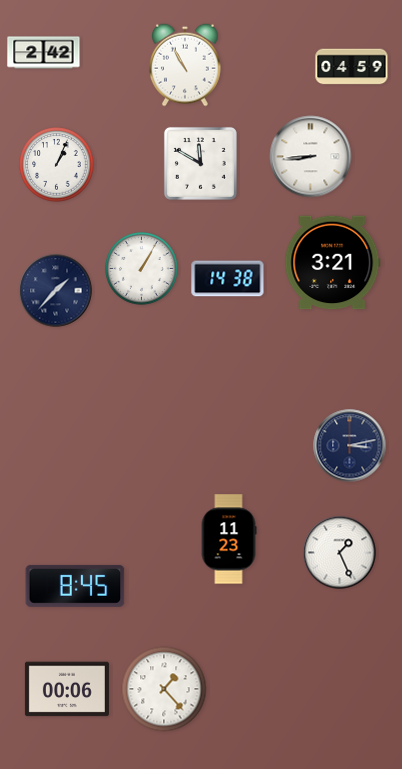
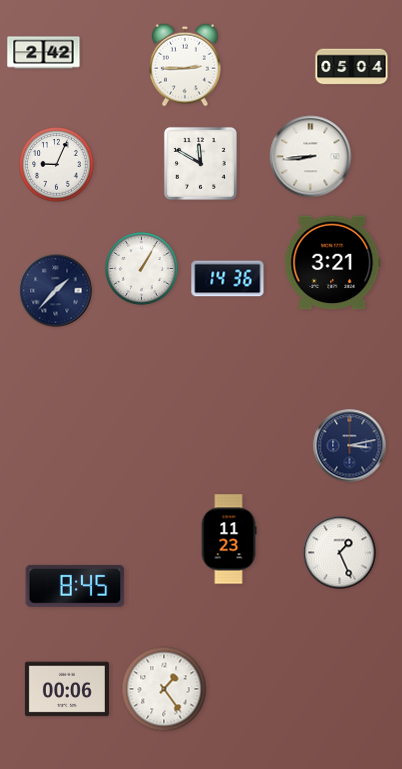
clock at (186, 65): 10:55 -> 2:45
clock at (352, 67): 04:59 -> 05:04
clock at (57, 165): 1:04 -> 9:04
clock at (228, 279): 14:38 -> 14:36
clock at (164, 689): 1:23 -> 1:24
